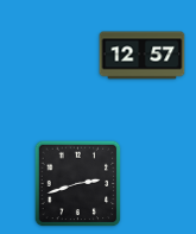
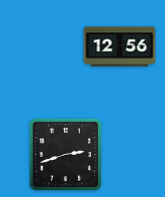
clock at (143, 56): 12:57 -> 12:56
